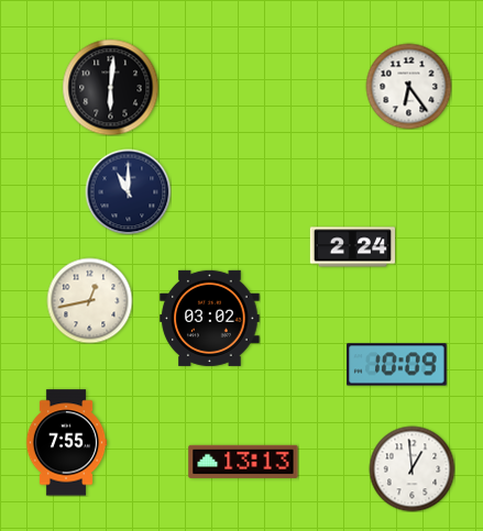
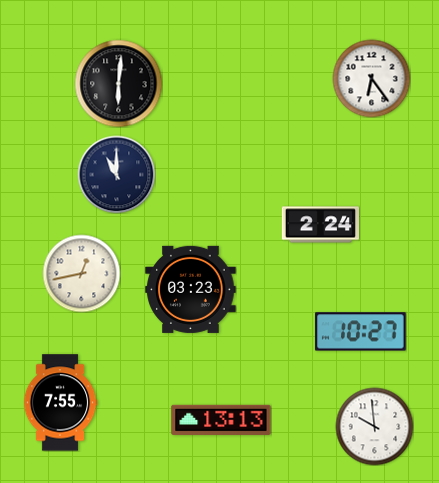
clock at (110, 87) position: (110, 87) -> (118, 83)
clock at (210, 318): 03:02 -> 03:23
clock at (397, 365): 10:09 -> 10:27
clock at (411, 468): 12:59 -> 9:59
